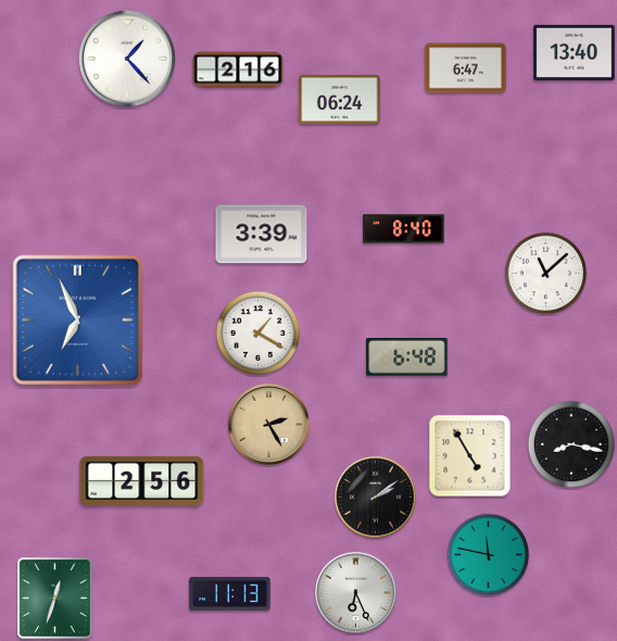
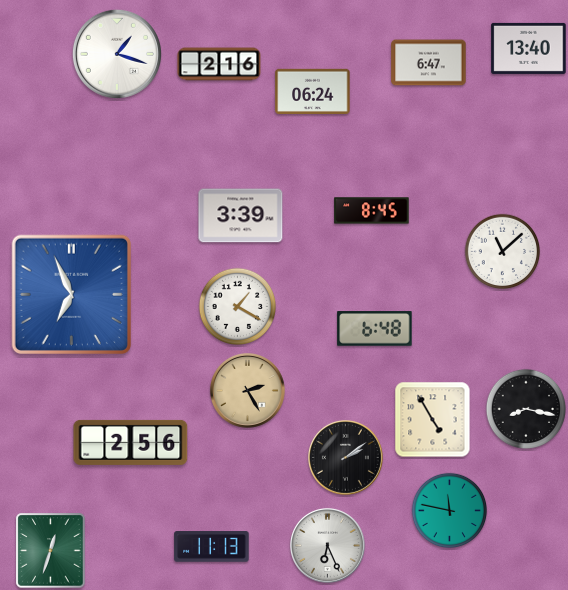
clock at (127, 59): 1:23 -> 1:18
clock at (404, 229): 8:40 -> 8:45
